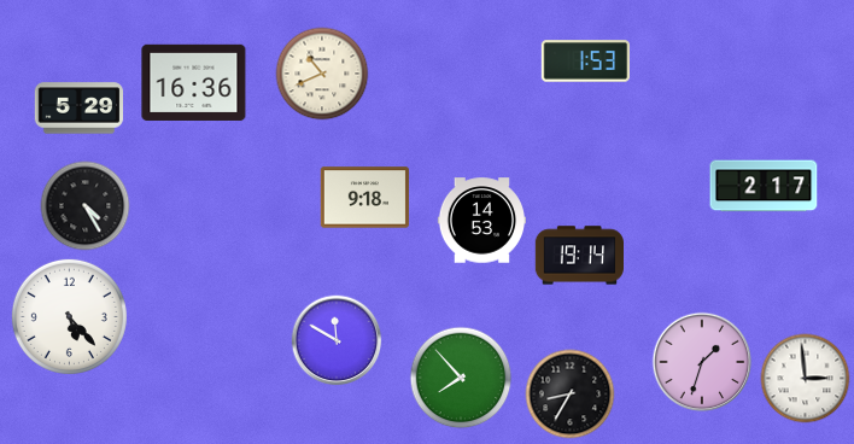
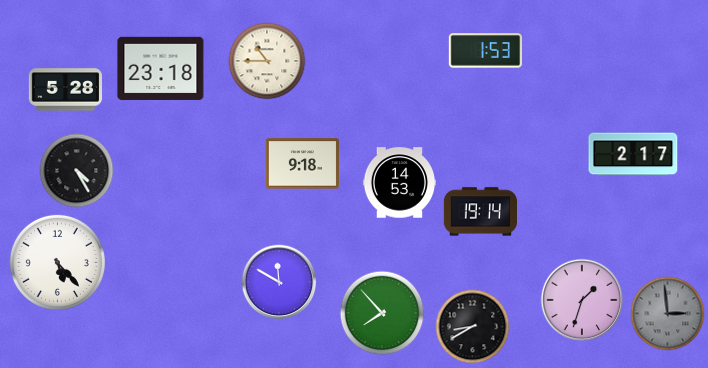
clock at (322, 74): 10:41 -> 10:45
clock at (194, 82): 16:36 -> 23:18
clock at (78, 109): 5:29 -> 5:28
clock at (86, 206) position: (86, 206) -> (77, 171)
clock at (806, 379) dial: white -> grey
clock at (571, 395): 8:35 -> 8:40
